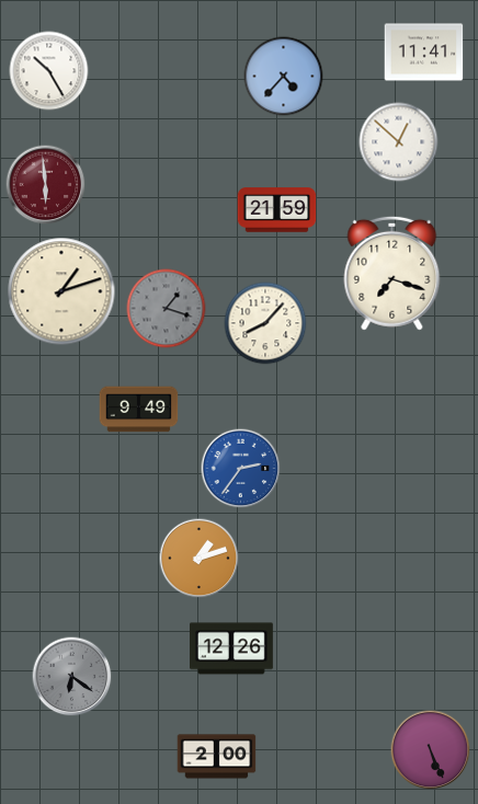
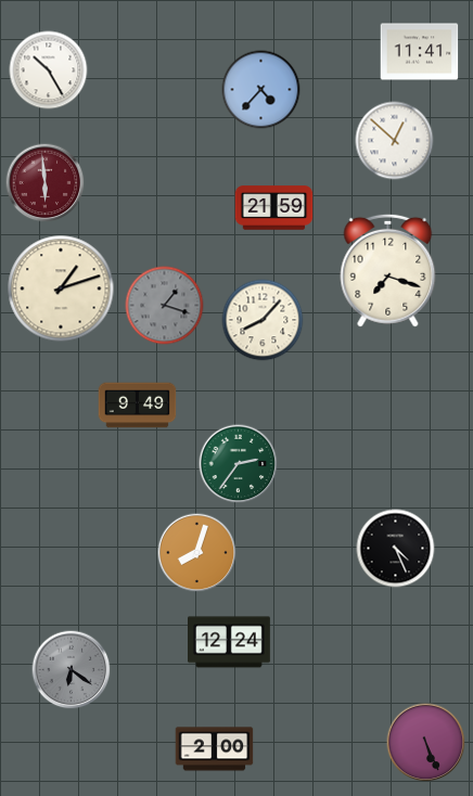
clock at (284, 77) position: (284, 77) -> (261, 90)
clock at (241, 469) dial: blue -> green
clock at (396, 549): none -> 4:26
clock at (200, 559): 1:12 -> 8:03
clock at (232, 648): 12:26 -> 12:24
